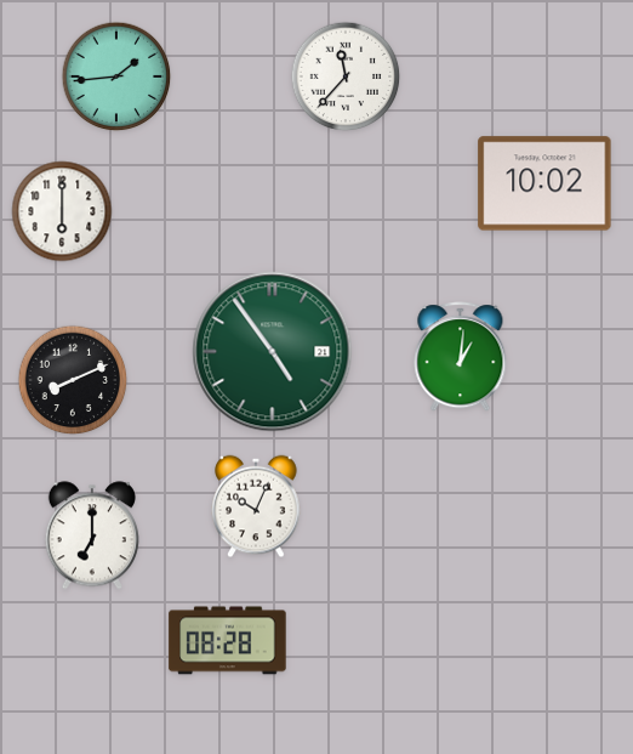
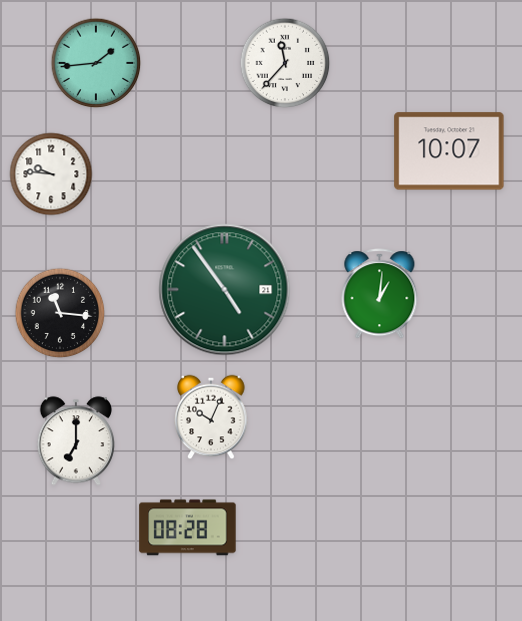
clock at (544, 183): 10:02 -> 10:07
clock at (62, 211): 6:00 -> 9:46
clock at (73, 380): 8:11 -> 11:16
